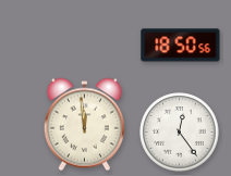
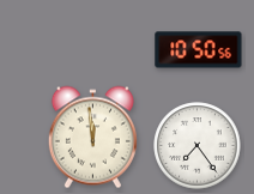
clock at (181, 46): 18:50 -> 10:50
clock at (180, 133): 12:24 -> 7:24
